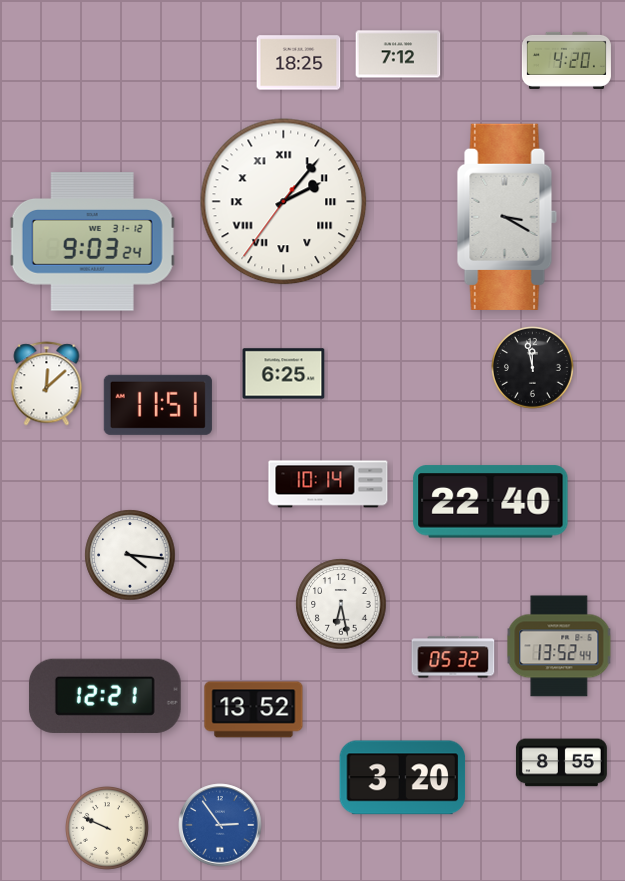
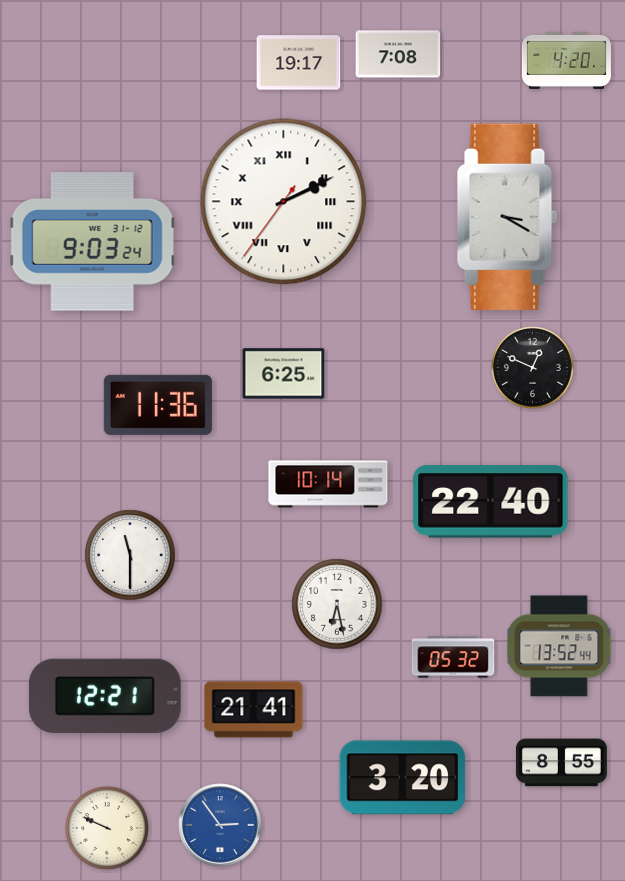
clock at (398, 54): 7:12 -> 7:08
clock at (299, 63): 18:25 -> 19:17
clock at (284, 202): 2:06 -> 2:10
clock at (532, 367): 11:58 -> 12:49
clock at (47, 384): 12:08 -> none
clock at (158, 405): 11:51 -> 11:36
clock at (130, 555): 4:16 -> 11:30
clock at (341, 604) position: (341, 604) -> (337, 604)
clock at (254, 710): 13:52 -> 21:41
